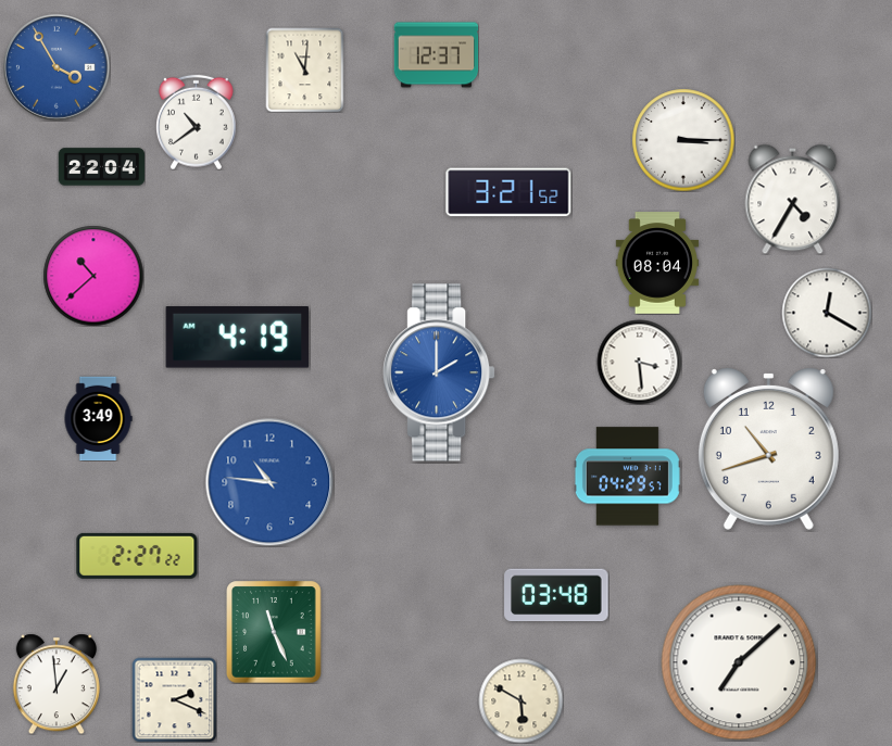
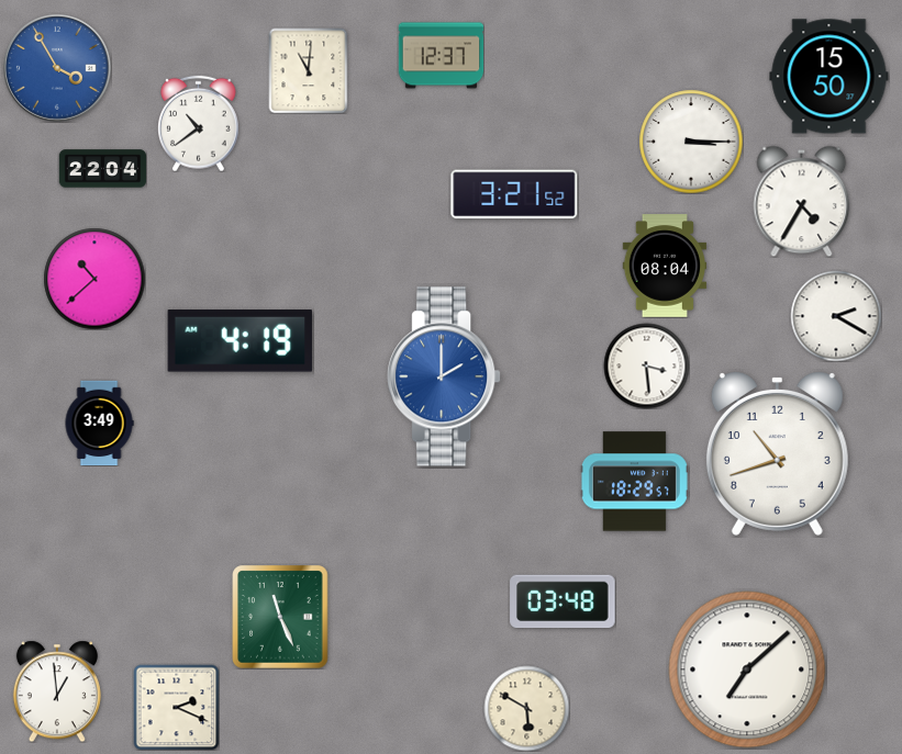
clock at (829, 77): none -> 15:50
clock at (827, 313): 12:20 -> 2:20
clock at (627, 477): 04:29 -> 18:29
clock at (269, 482): 10:46 -> none
clock at (137, 556): 2:27 -> none
clock at (274, 632) position: (274, 632) -> (280, 617)
